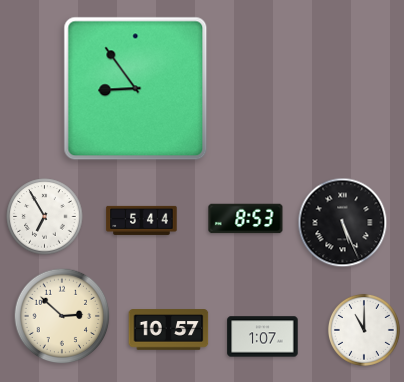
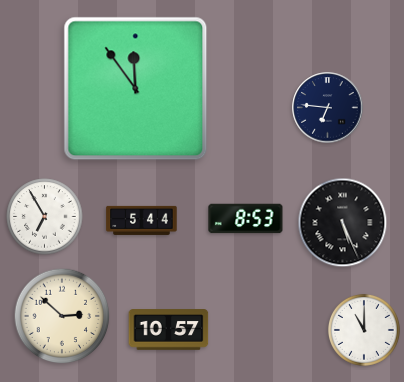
clock at (136, 89): 8:54 -> 11:54
clock at (328, 108): none -> 6:46
clock at (263, 337): 1:07 -> none
